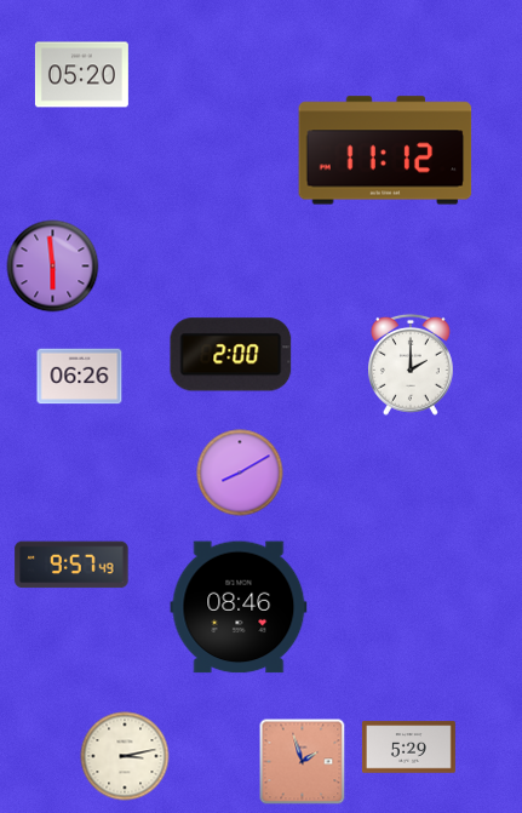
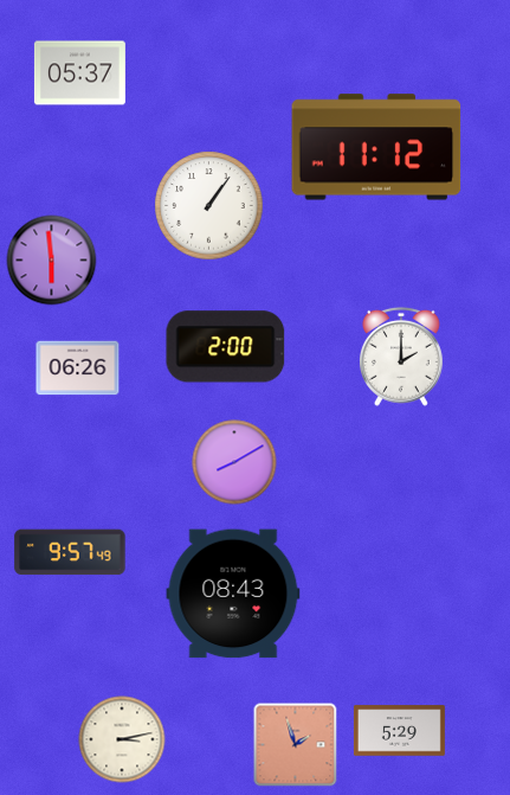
clock at (81, 75): 05:20 -> 05:37
clock at (209, 206): none -> 1:06
clock at (239, 607): 08:46 -> 08:43
